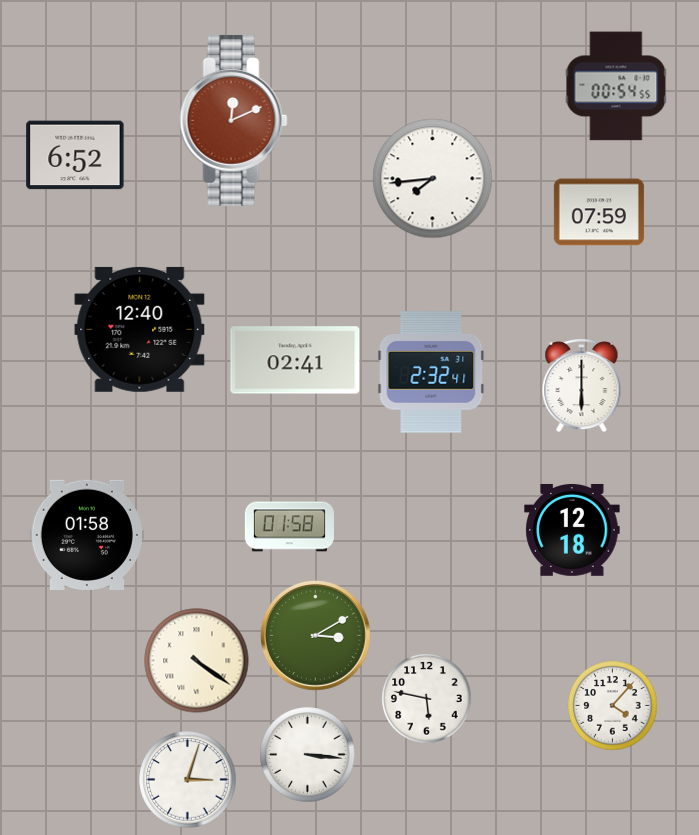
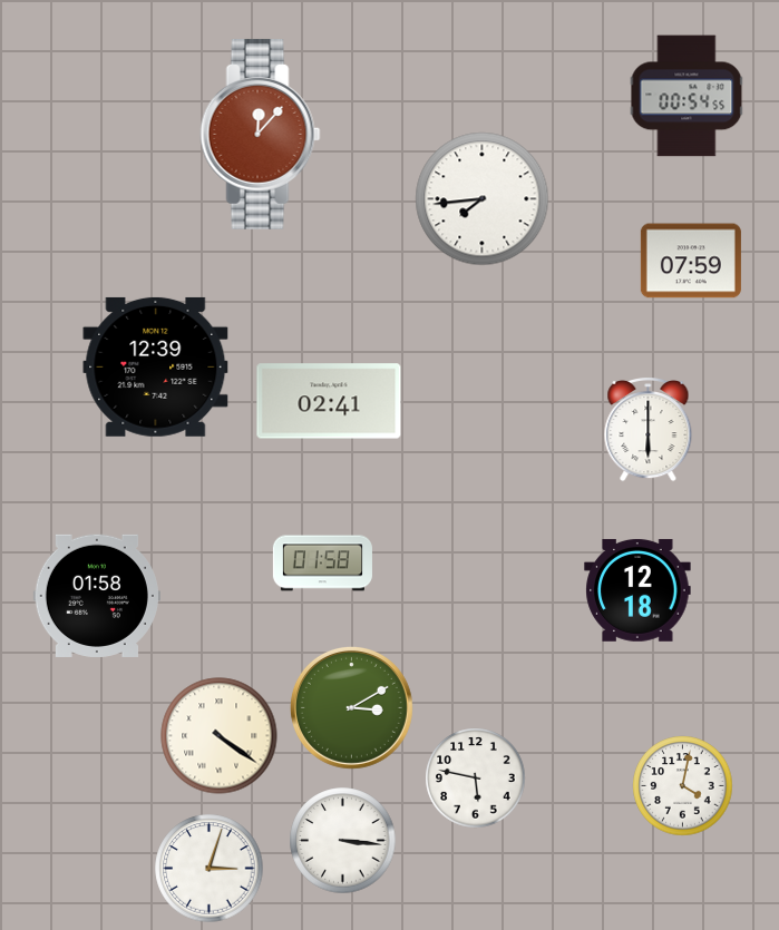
clock at (234, 120): 12:11 -> 12:07
clock at (75, 155): 6:52 -> none
clock at (599, 212) position: (599, 212) -> (691, 261)
clock at (140, 329): 12:40 -> 12:39
clock at (431, 372): 2:32 -> none
clock at (289, 527) position: (289, 527) -> (322, 564)
clock at (613, 706): 4:07 -> 4:02
